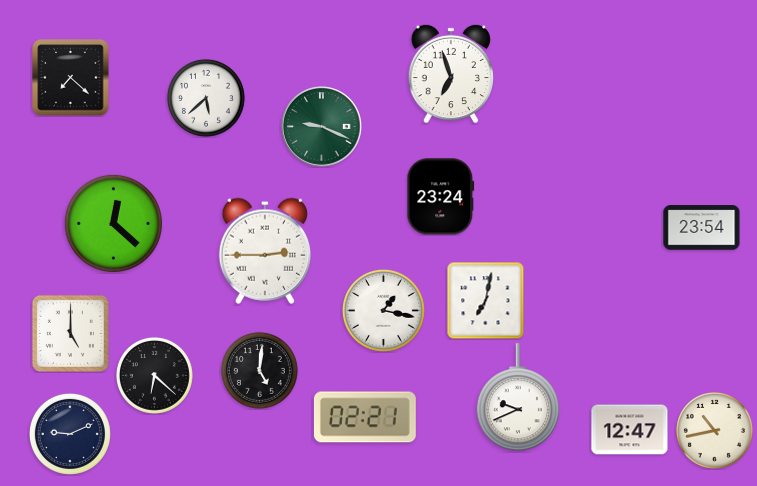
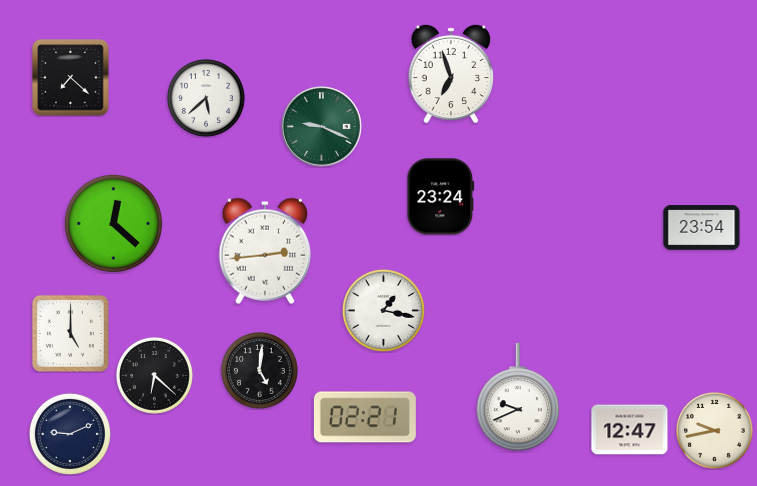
clock at (264, 251): 2:45 -> 2:44
clock at (485, 300): 7:02 -> none
clock at (714, 430): 10:43 -> 9:43
